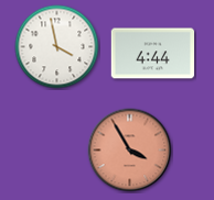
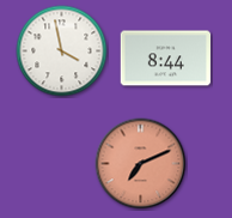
clock at (153, 54): 4:44 -> 8:44
clock at (130, 151): 3:55 -> 7:11
